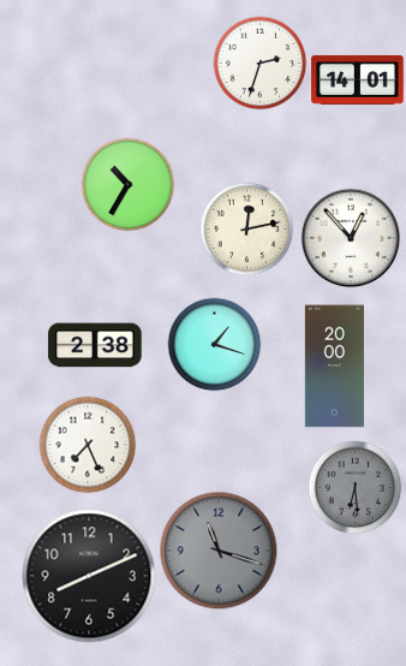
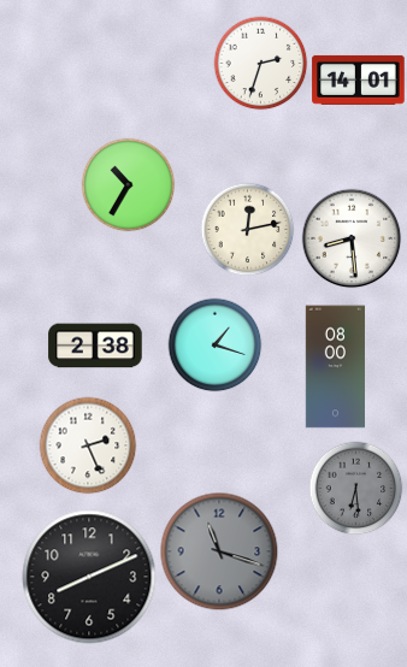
clock at (351, 238): 12:53 -> 8:29
clock at (334, 367): 20:00 -> 08:00
clock at (88, 445): 7:26 -> 2:26
